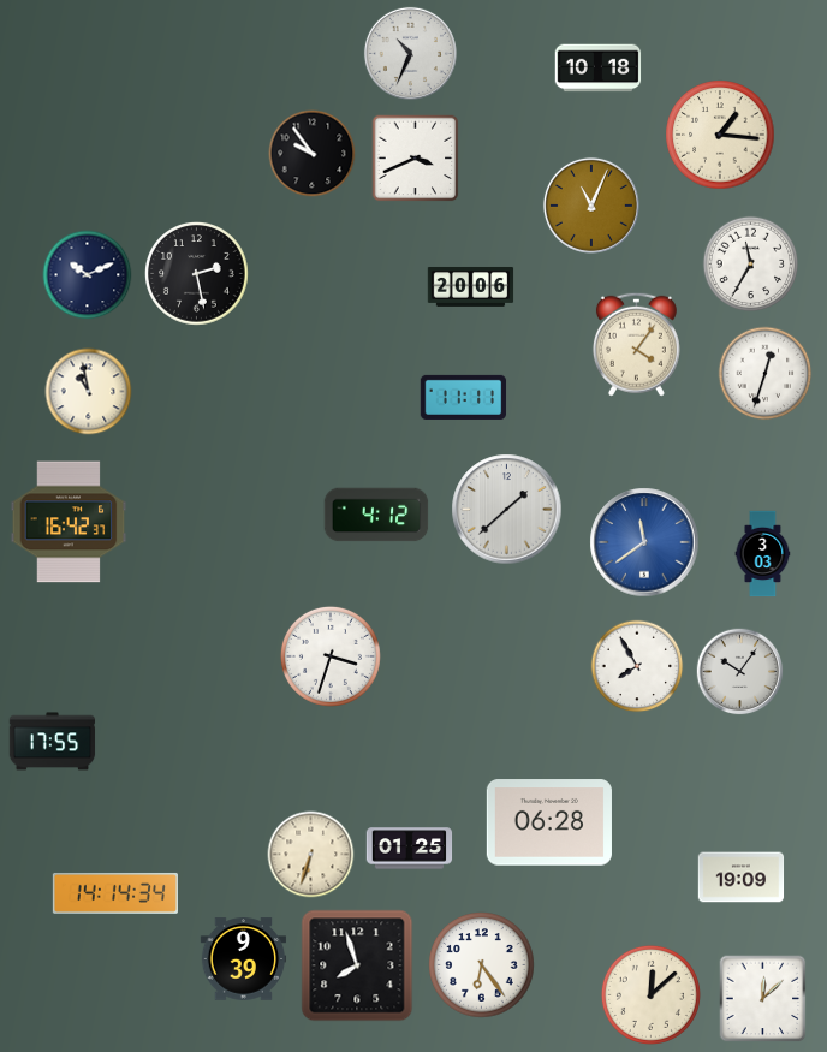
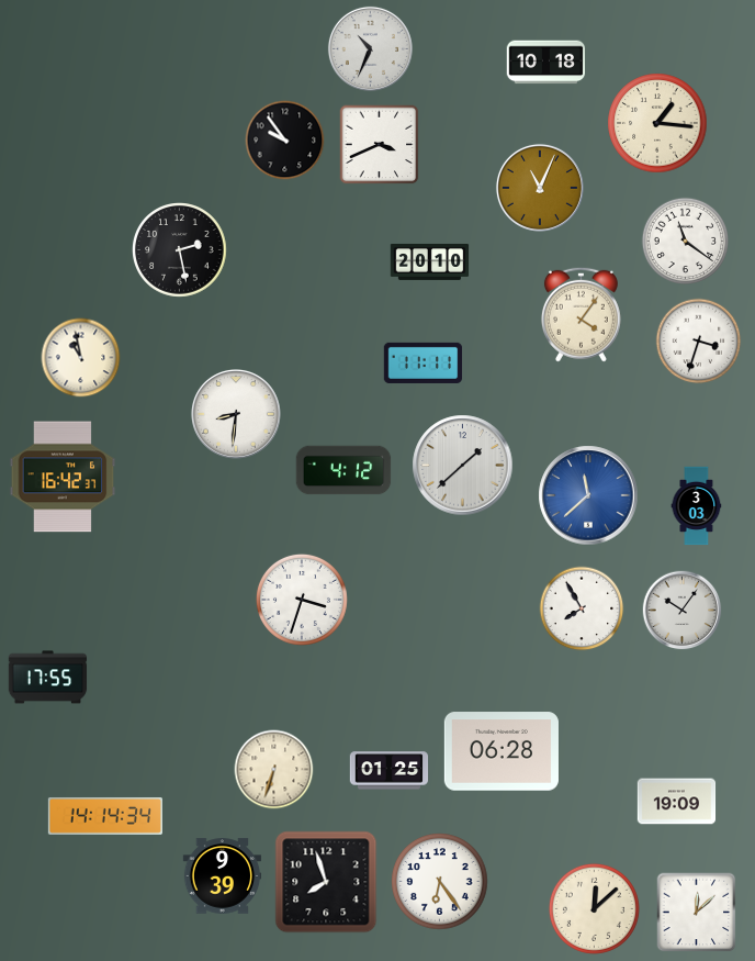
clock at (410, 53) position: (410, 53) -> (370, 48)
clock at (751, 265): 11:35 -> 11:21
clock at (88, 275): 10:11 -> none
clock at (471, 286): 20:06 -> 20:10
clock at (766, 374): 12:33 -> 3:33
clock at (236, 414): none -> 8:31
clock at (644, 542): 11:39 -> 11:38
clock at (740, 672) position: (740, 672) -> (683, 611)
clock at (410, 849) position: (410, 849) -> (390, 771)
clock at (311, 855) position: (311, 855) -> (274, 770)
